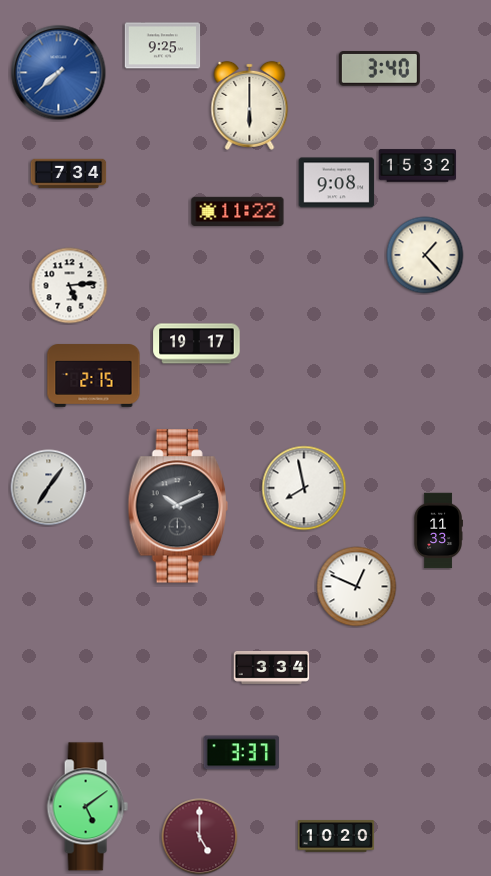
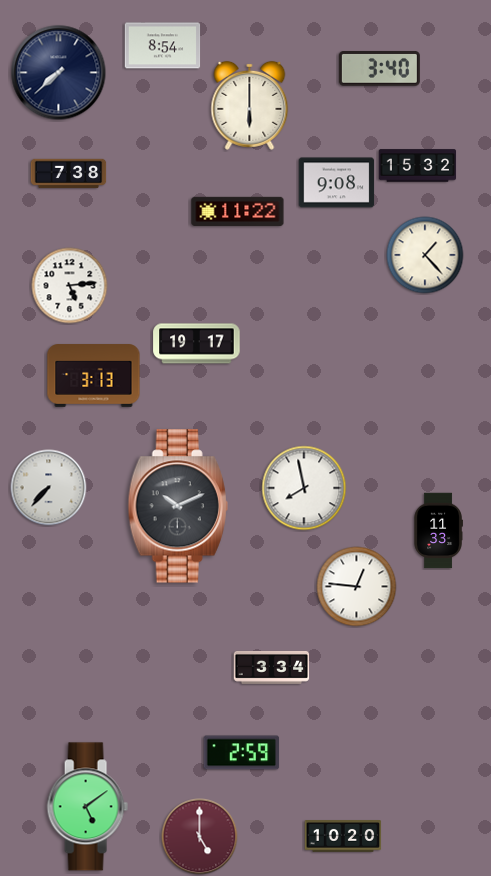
clock at (163, 46): 9:25 -> 8:54
clock at (59, 73) dial: blue -> navy
clock at (69, 174): 7:34 -> 7:38
clock at (94, 376): 2:15 -> 3:13
clock at (49, 488): 7:06 -> 7:37
clock at (357, 587): 12:49 -> 12:46
clock at (242, 753): 3:37 -> 2:59
clock at (336, 836) position: (336, 836) -> (343, 836)
